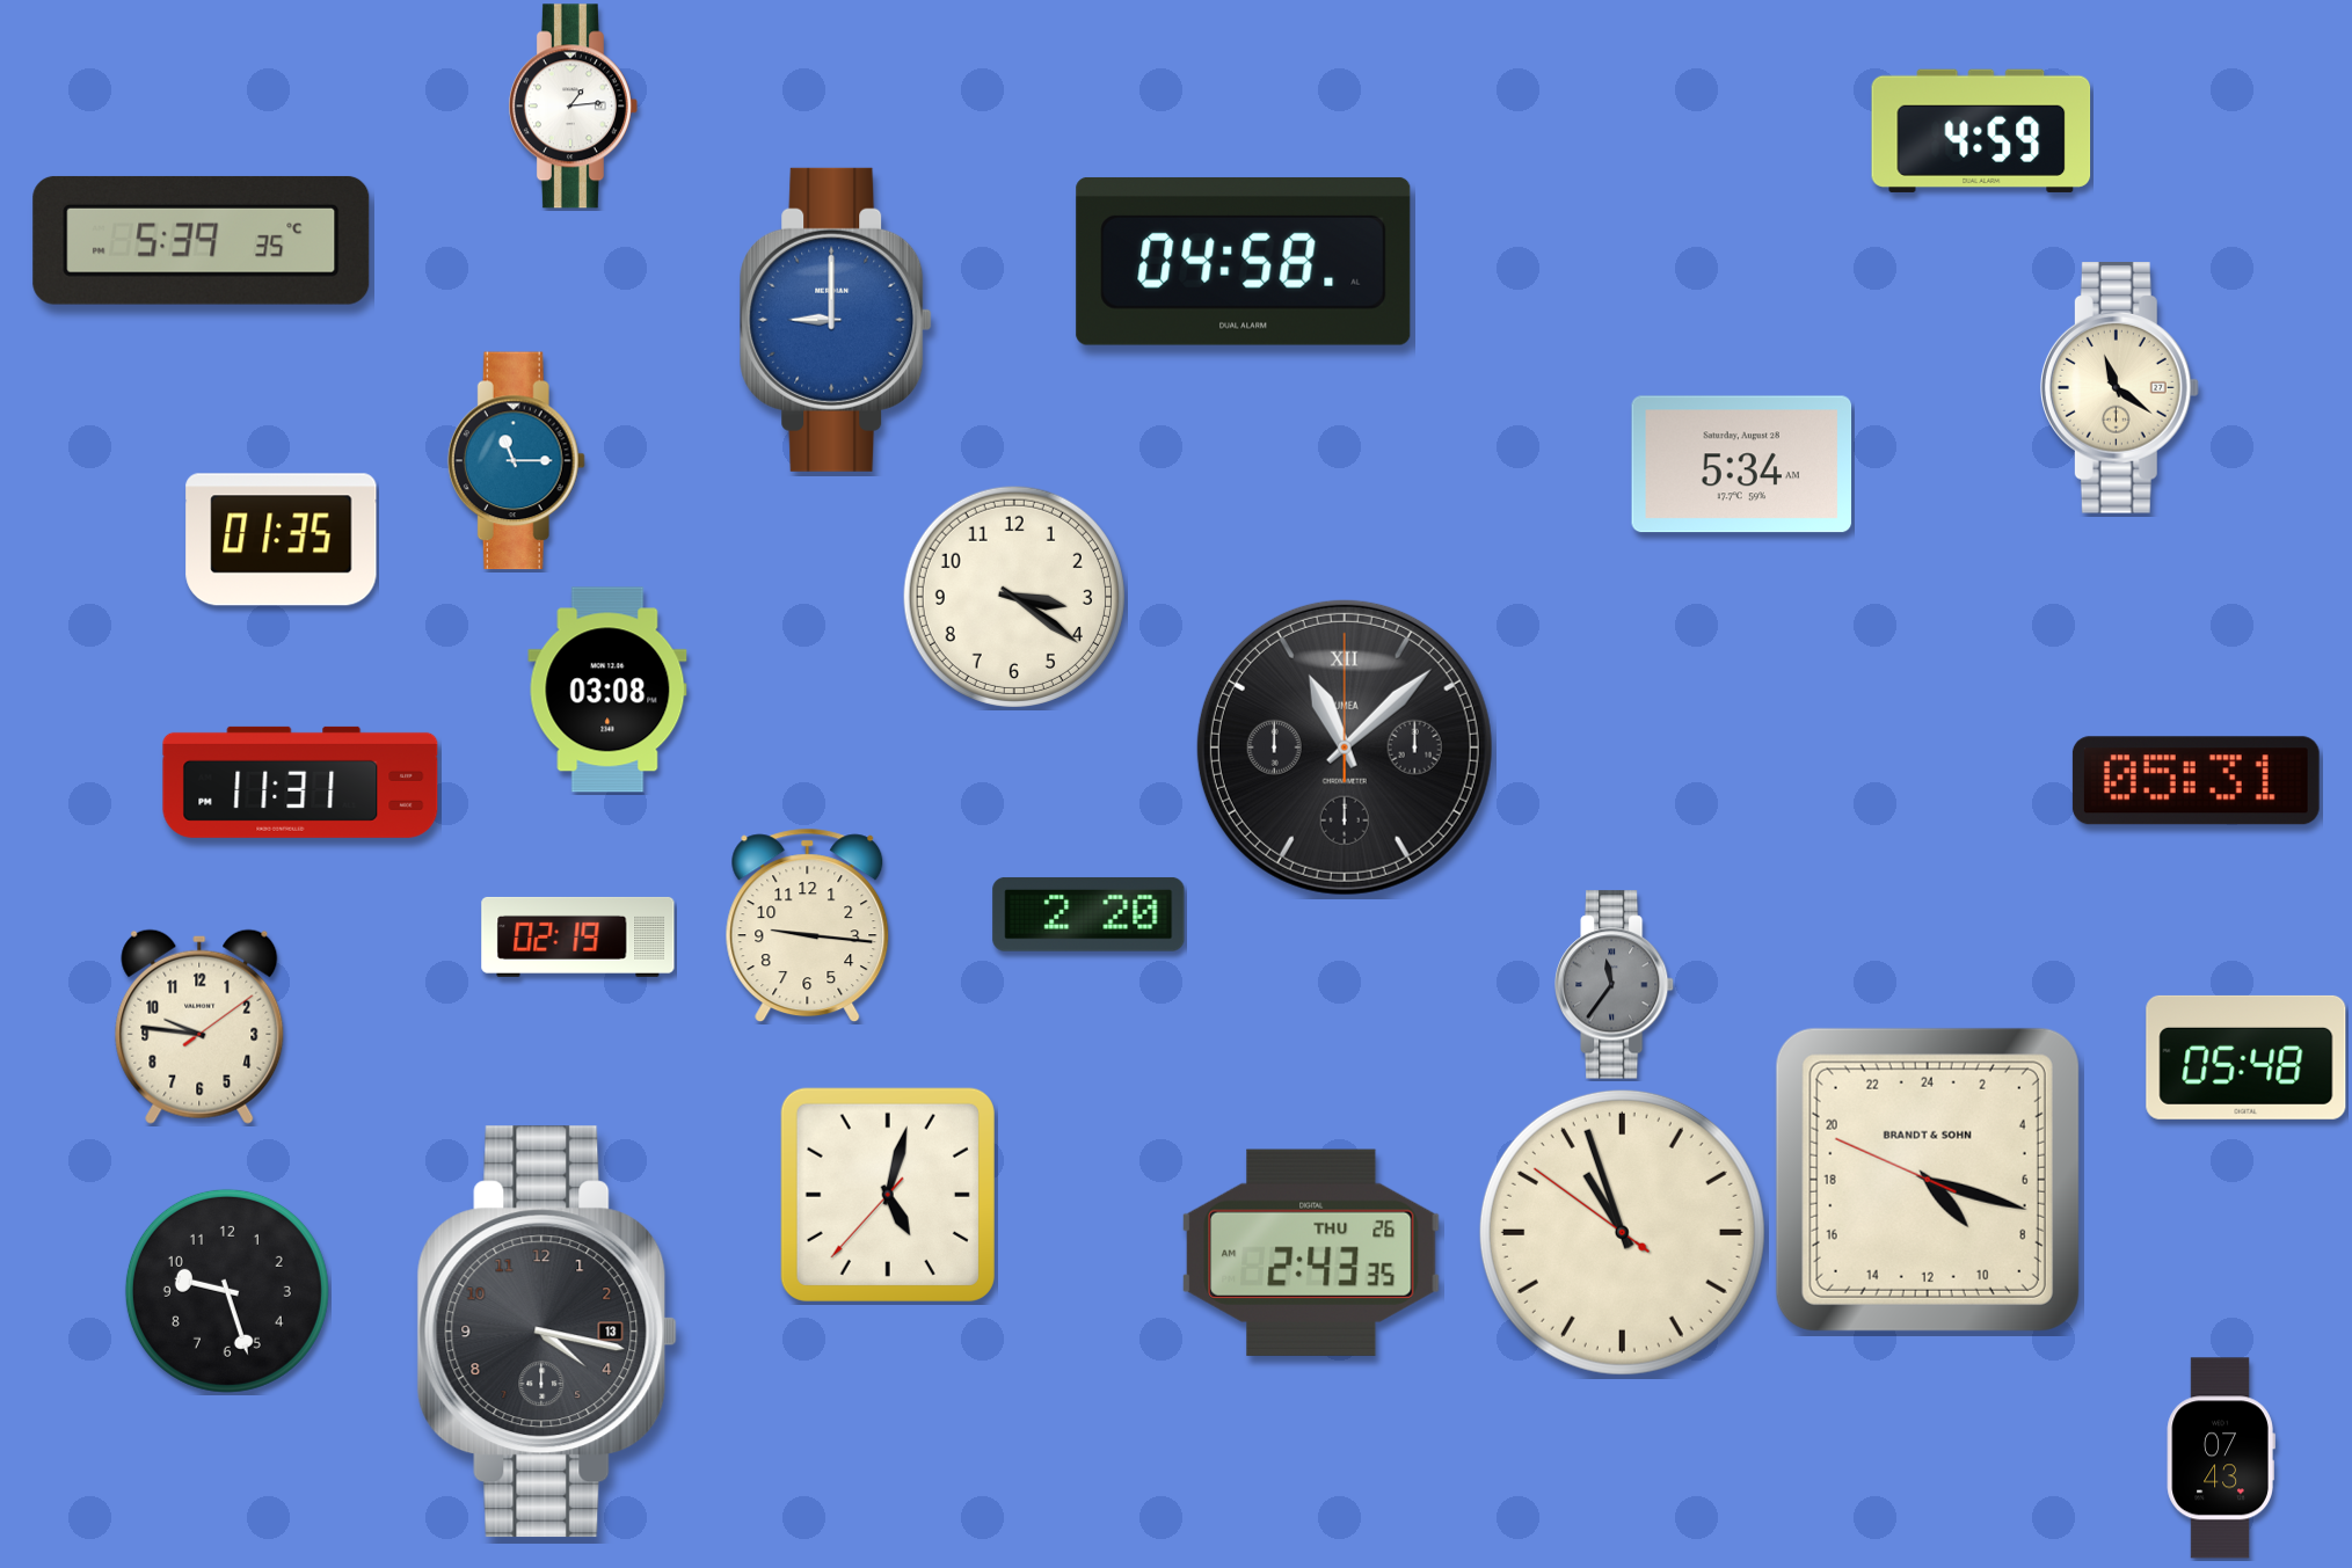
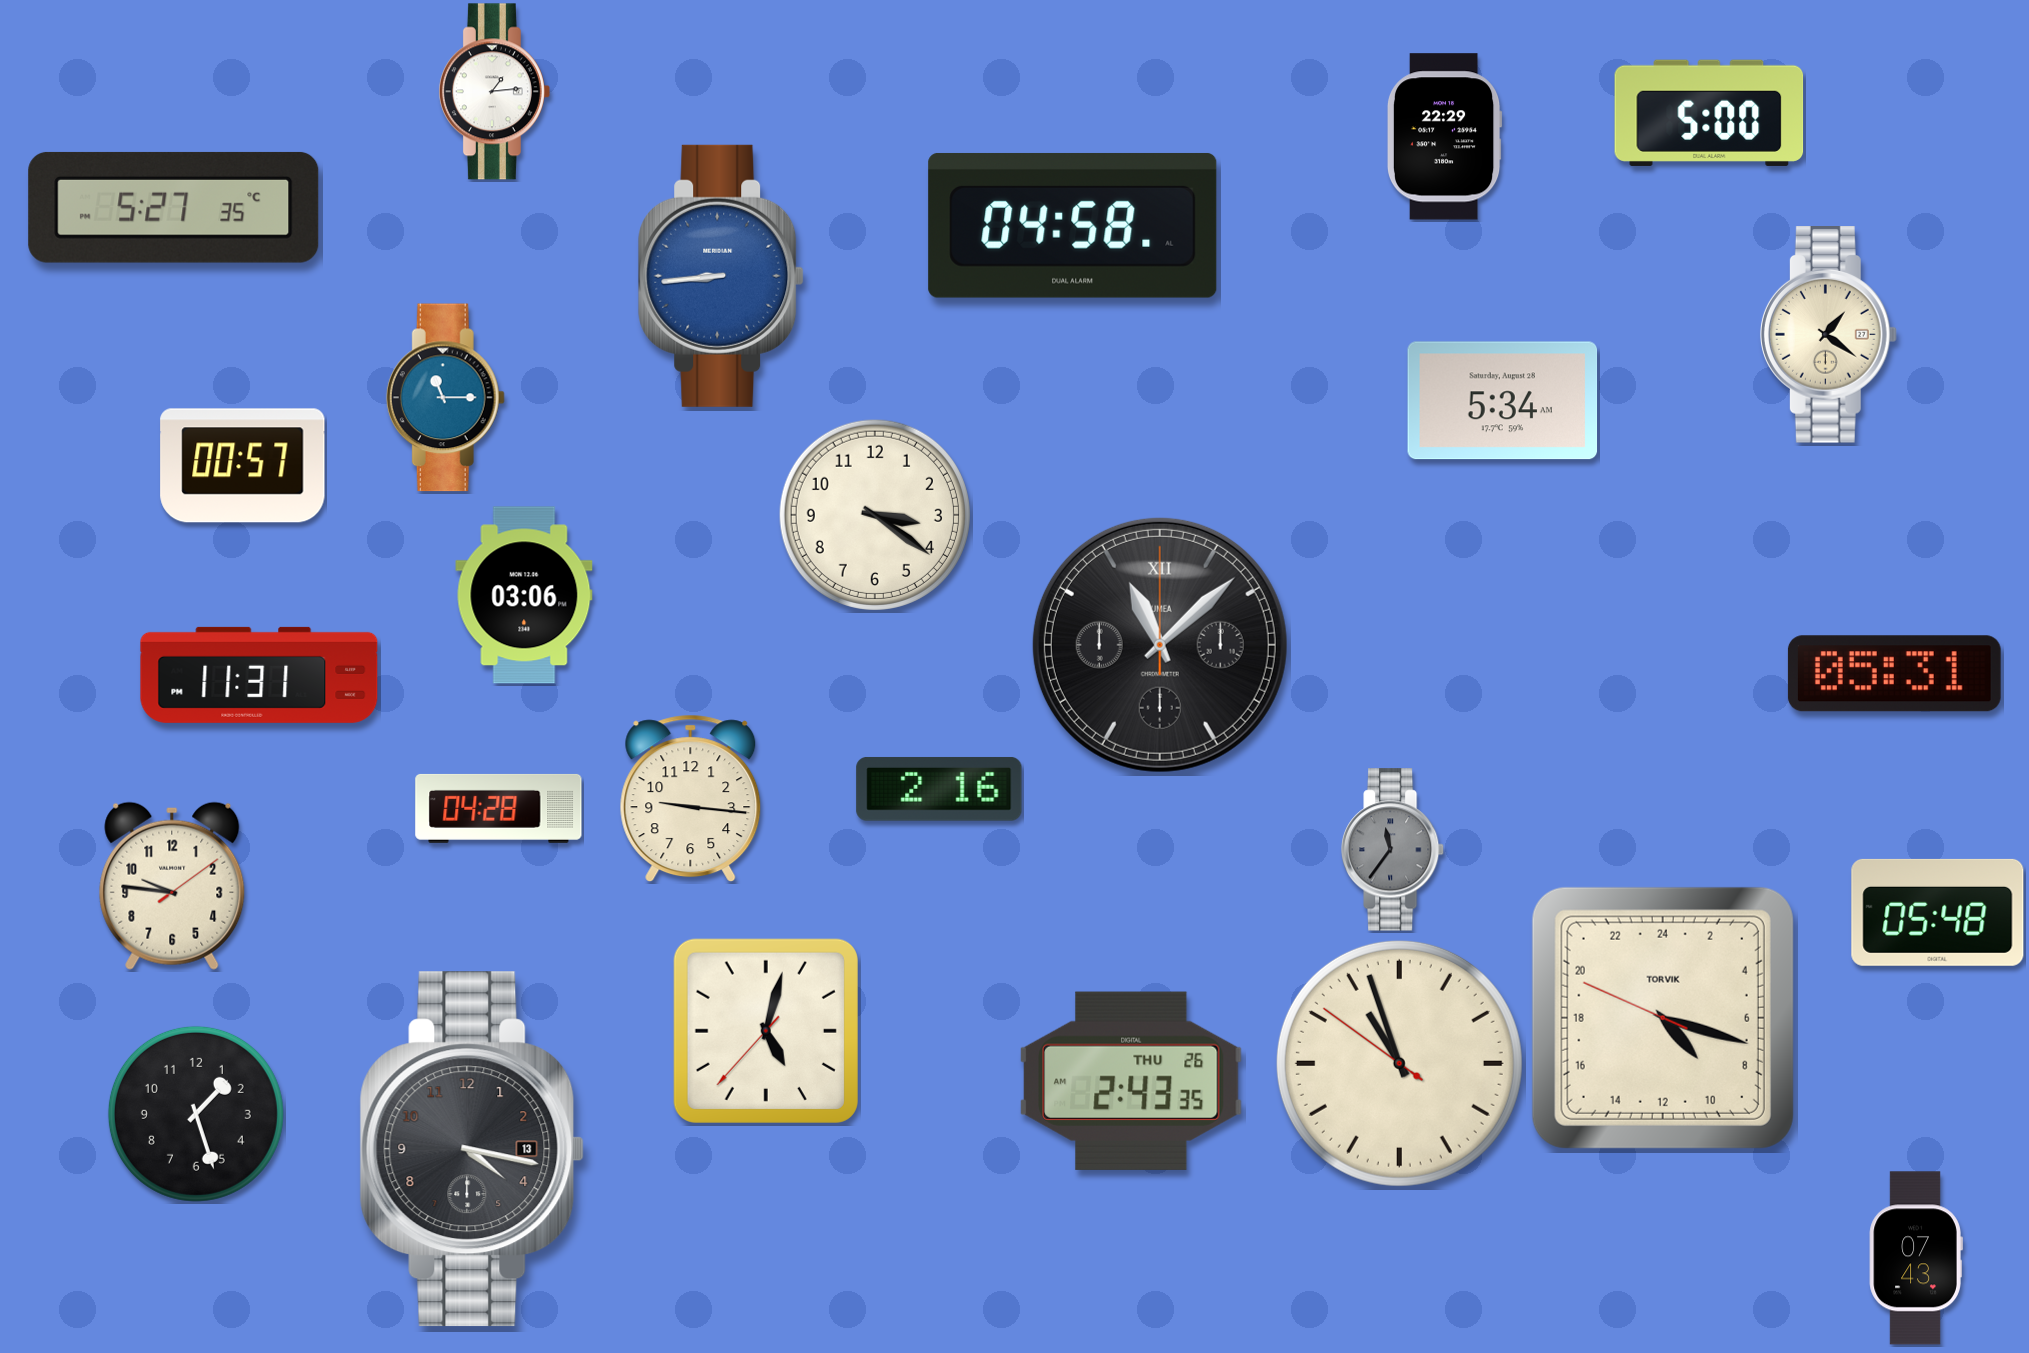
clock at (1981, 131): 4:59 -> 5:00
clock at (1444, 137): none -> 22:29
clock at (202, 240): 5:39 -> 5:27
clock at (836, 320): 9:00 -> 8:44
clock at (2119, 388): 11:21 -> 1:21
clock at (282, 540): 01:35 -> 00:57
clock at (607, 690): 03:08 -> 03:06
clock at (1088, 914): 2:20 -> 2:16
clock at (808, 926) position: (808, 926) -> (691, 799)
clock at (578, 936): 02:19 -> 04:28
clock at (1928, 1180) brand: BRANDT & SOHN -> TORVIK
clock at (227, 1291): 9:27 -> 1:27
